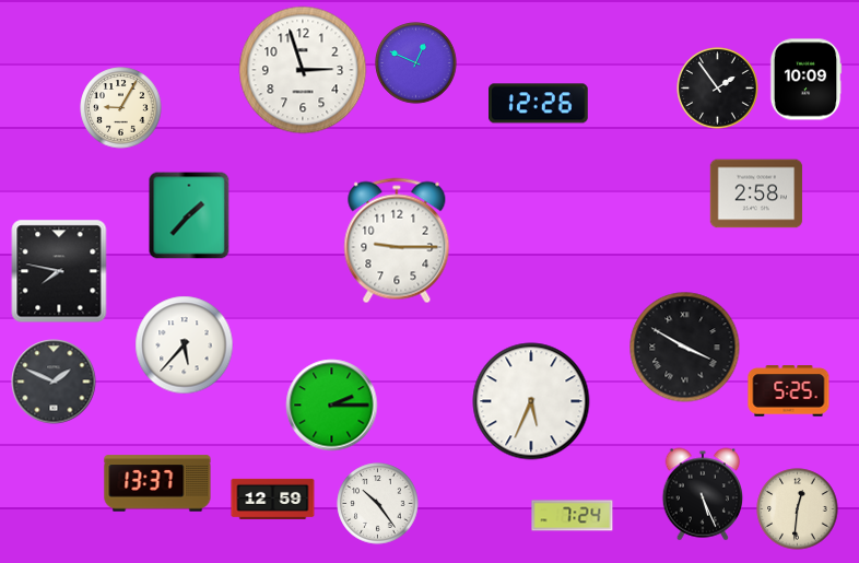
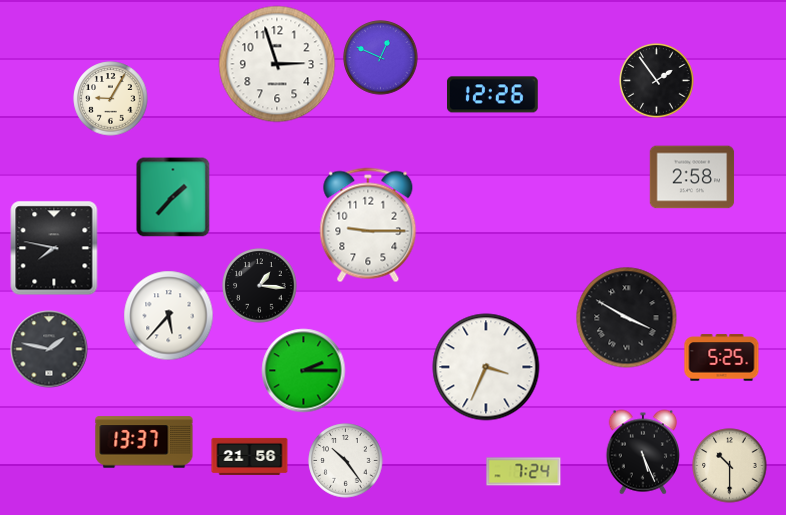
clock at (805, 80): 10:09 -> none
clock at (397, 241) position: (397, 241) -> (368, 225)
clock at (260, 286): none -> 1:16
clock at (54, 382): 1:49 -> 1:47
clock at (531, 401): 5:34 -> 3:34
clock at (273, 499): 12:59 -> 21:56
clock at (798, 509): 12:31 -> 10:30
